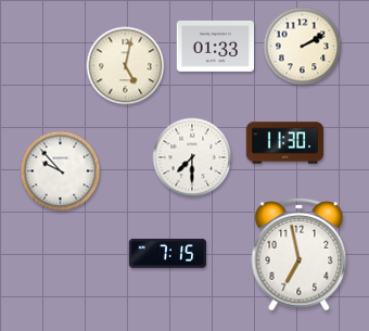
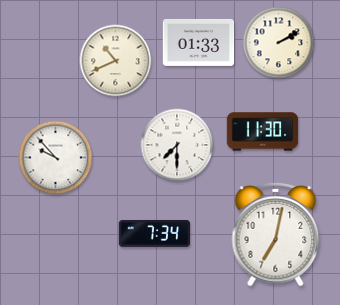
clock at (126, 66): 5:02 -> 10:41
clock at (167, 253): 7:15 -> 7:34
clock at (300, 255): 6:58 -> 7:02
